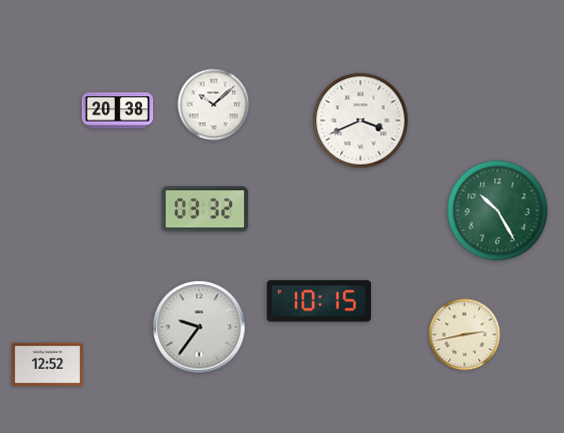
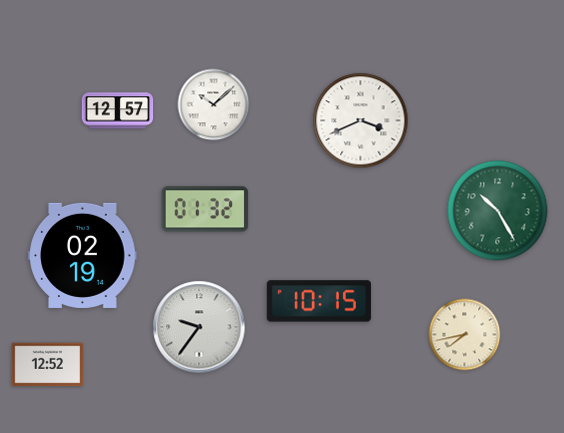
clock at (118, 111): 20:38 -> 12:57
clock at (205, 209): 03:32 -> 01:32
clock at (83, 255): none -> 02:19
clock at (465, 335): 2:43 -> 7:43
